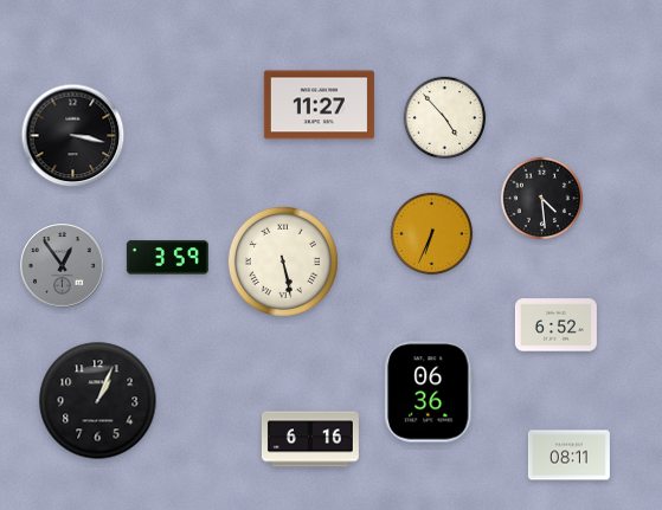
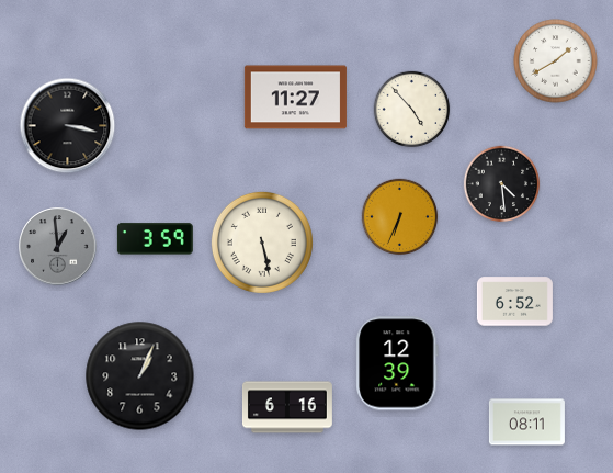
clock at (556, 61): none -> 1:40
clock at (63, 266): 12:54 -> 12:59
clock at (429, 392): 06:36 -> 12:39
clock at (98, 401) position: (98, 401) -> (140, 376)
